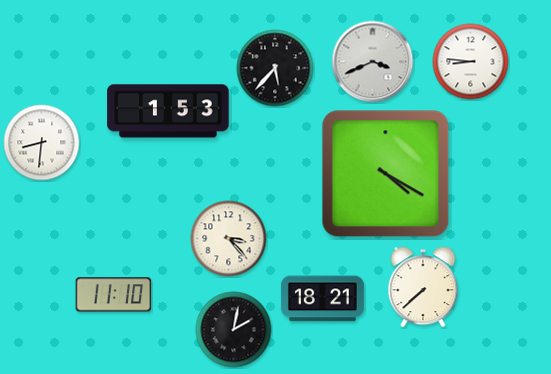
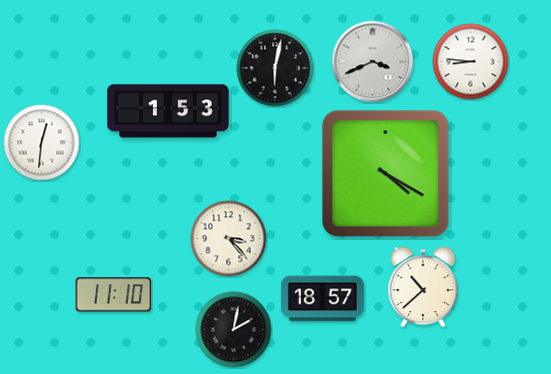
clock at (275, 68): 5:37 -> 6:02
clock at (42, 143): 8:31 -> 12:31
clock at (423, 287): 7:38 -> 10:38
clock at (322, 299): 18:21 -> 18:57
